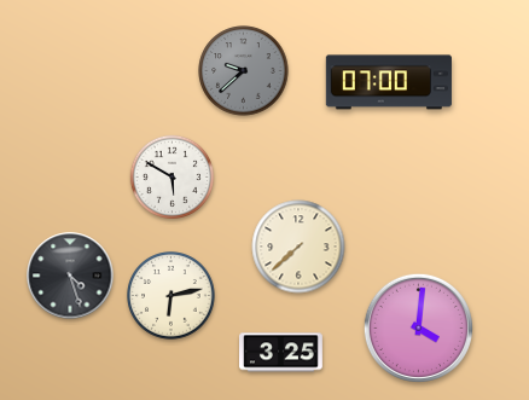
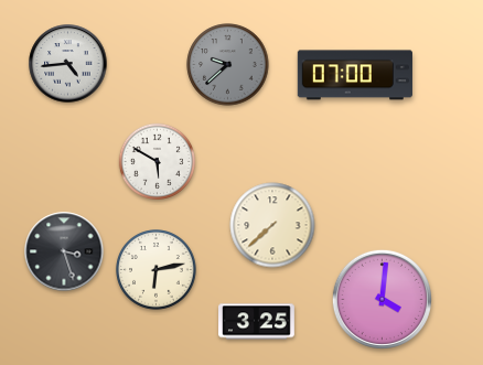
clock at (68, 64): none -> 4:44
clock at (244, 71) position: (244, 71) -> (228, 65)
clock at (70, 276): 4:27 -> 3:27
